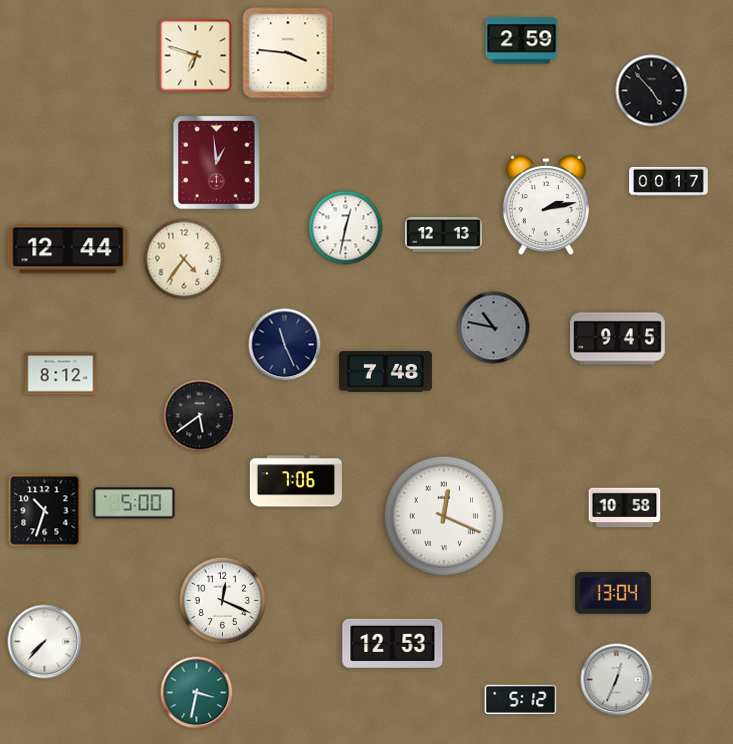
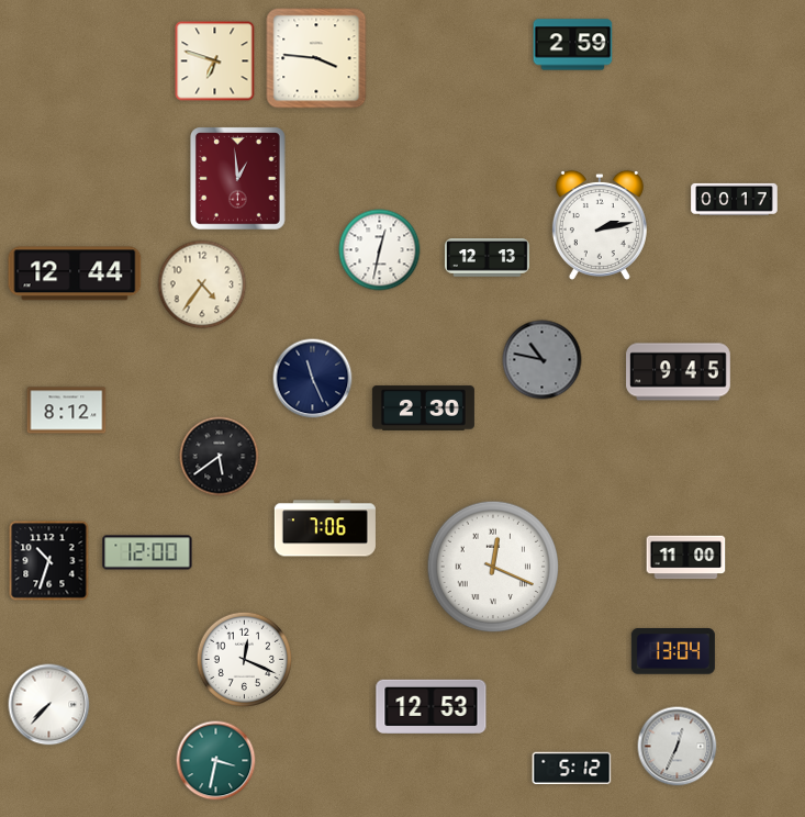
clock at (652, 91): 4:53 -> none
clock at (385, 372): 7:48 -> 2:30
clock at (134, 503): 5:00 -> 12:00
clock at (625, 508): 10:58 -> 11:00
clock at (444, 516) position: (444, 516) -> (493, 567)
